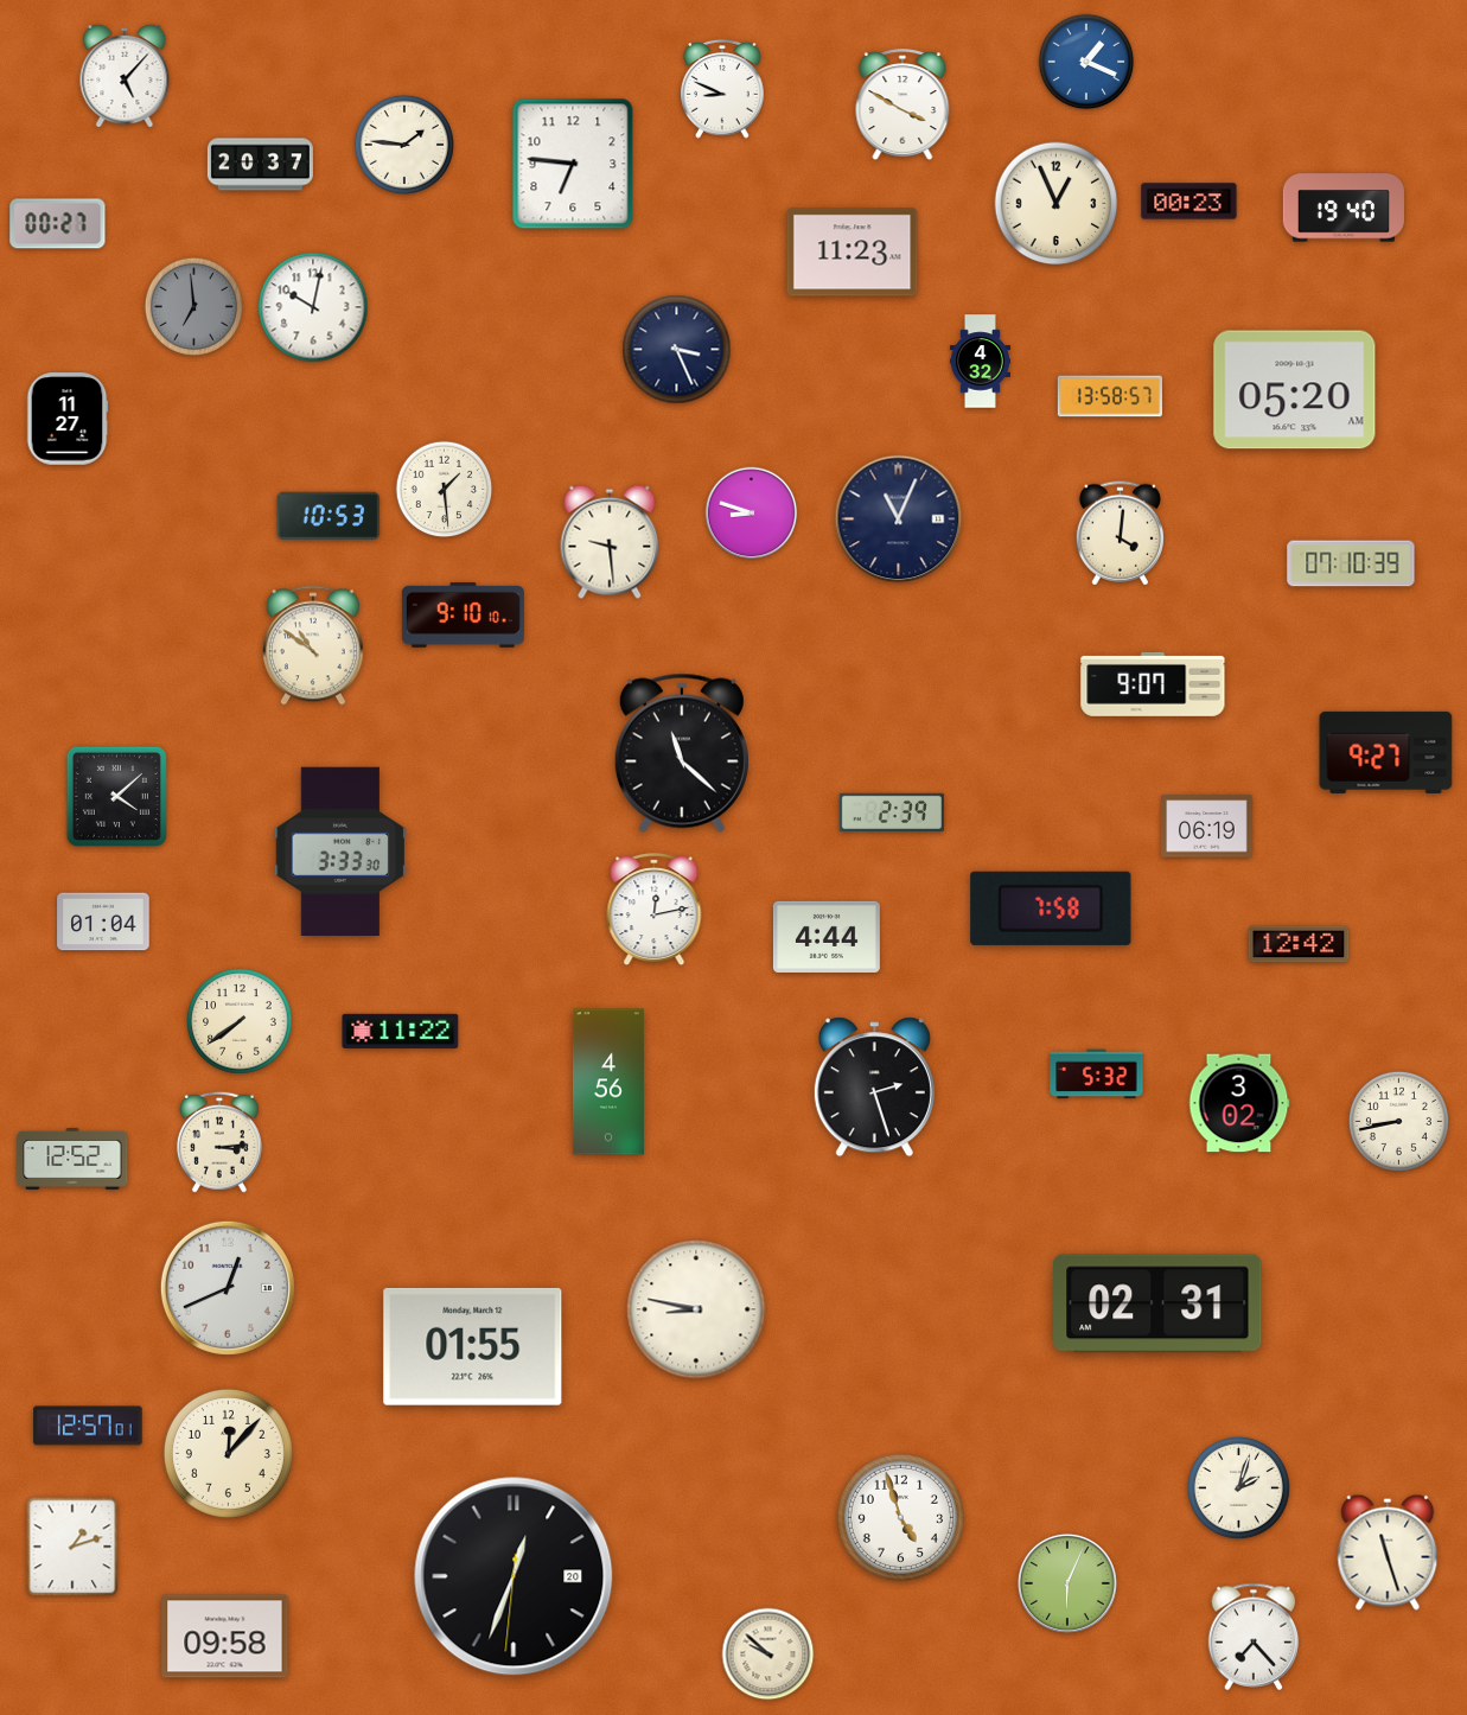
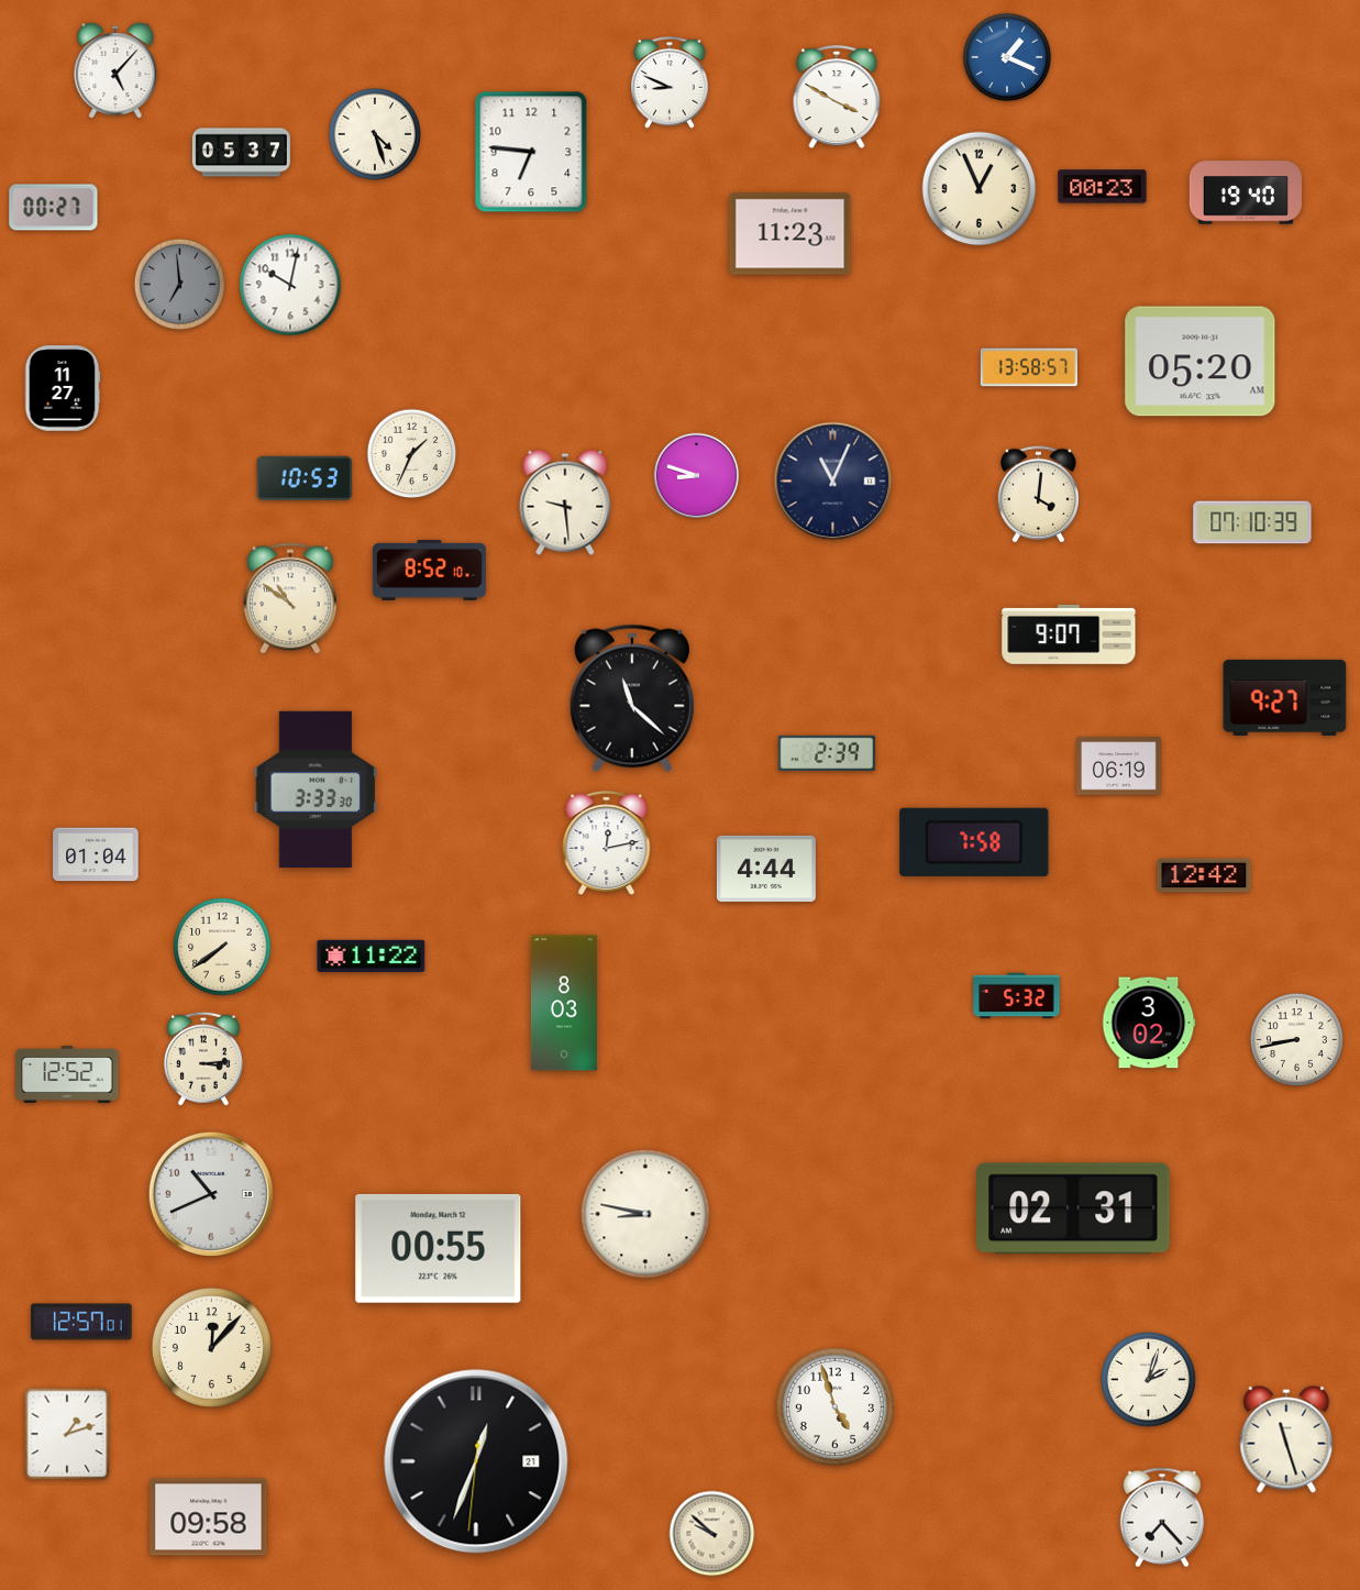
clock at (404, 145): 1:46 -> 4:27
clock at (260, 165): 20:37 -> 05:37
clock at (677, 350): 3:26 -> none
clock at (980, 362): 4:32 -> none
clock at (445, 490): 1:29 -> 1:34
clock at (463, 614): 9:10 -> 8:52
clock at (116, 796): 4:08 -> none
clock at (608, 1082): 4:56 -> 8:03
clock at (874, 1088): 2:27 -> none
clock at (228, 1288): 12:41 -> 10:41
clock at (473, 1346): 01:55 -> 00:55
clock at (514, 1576) date: 20 -> 21
clock at (1067, 1583): 6:04 -> none
